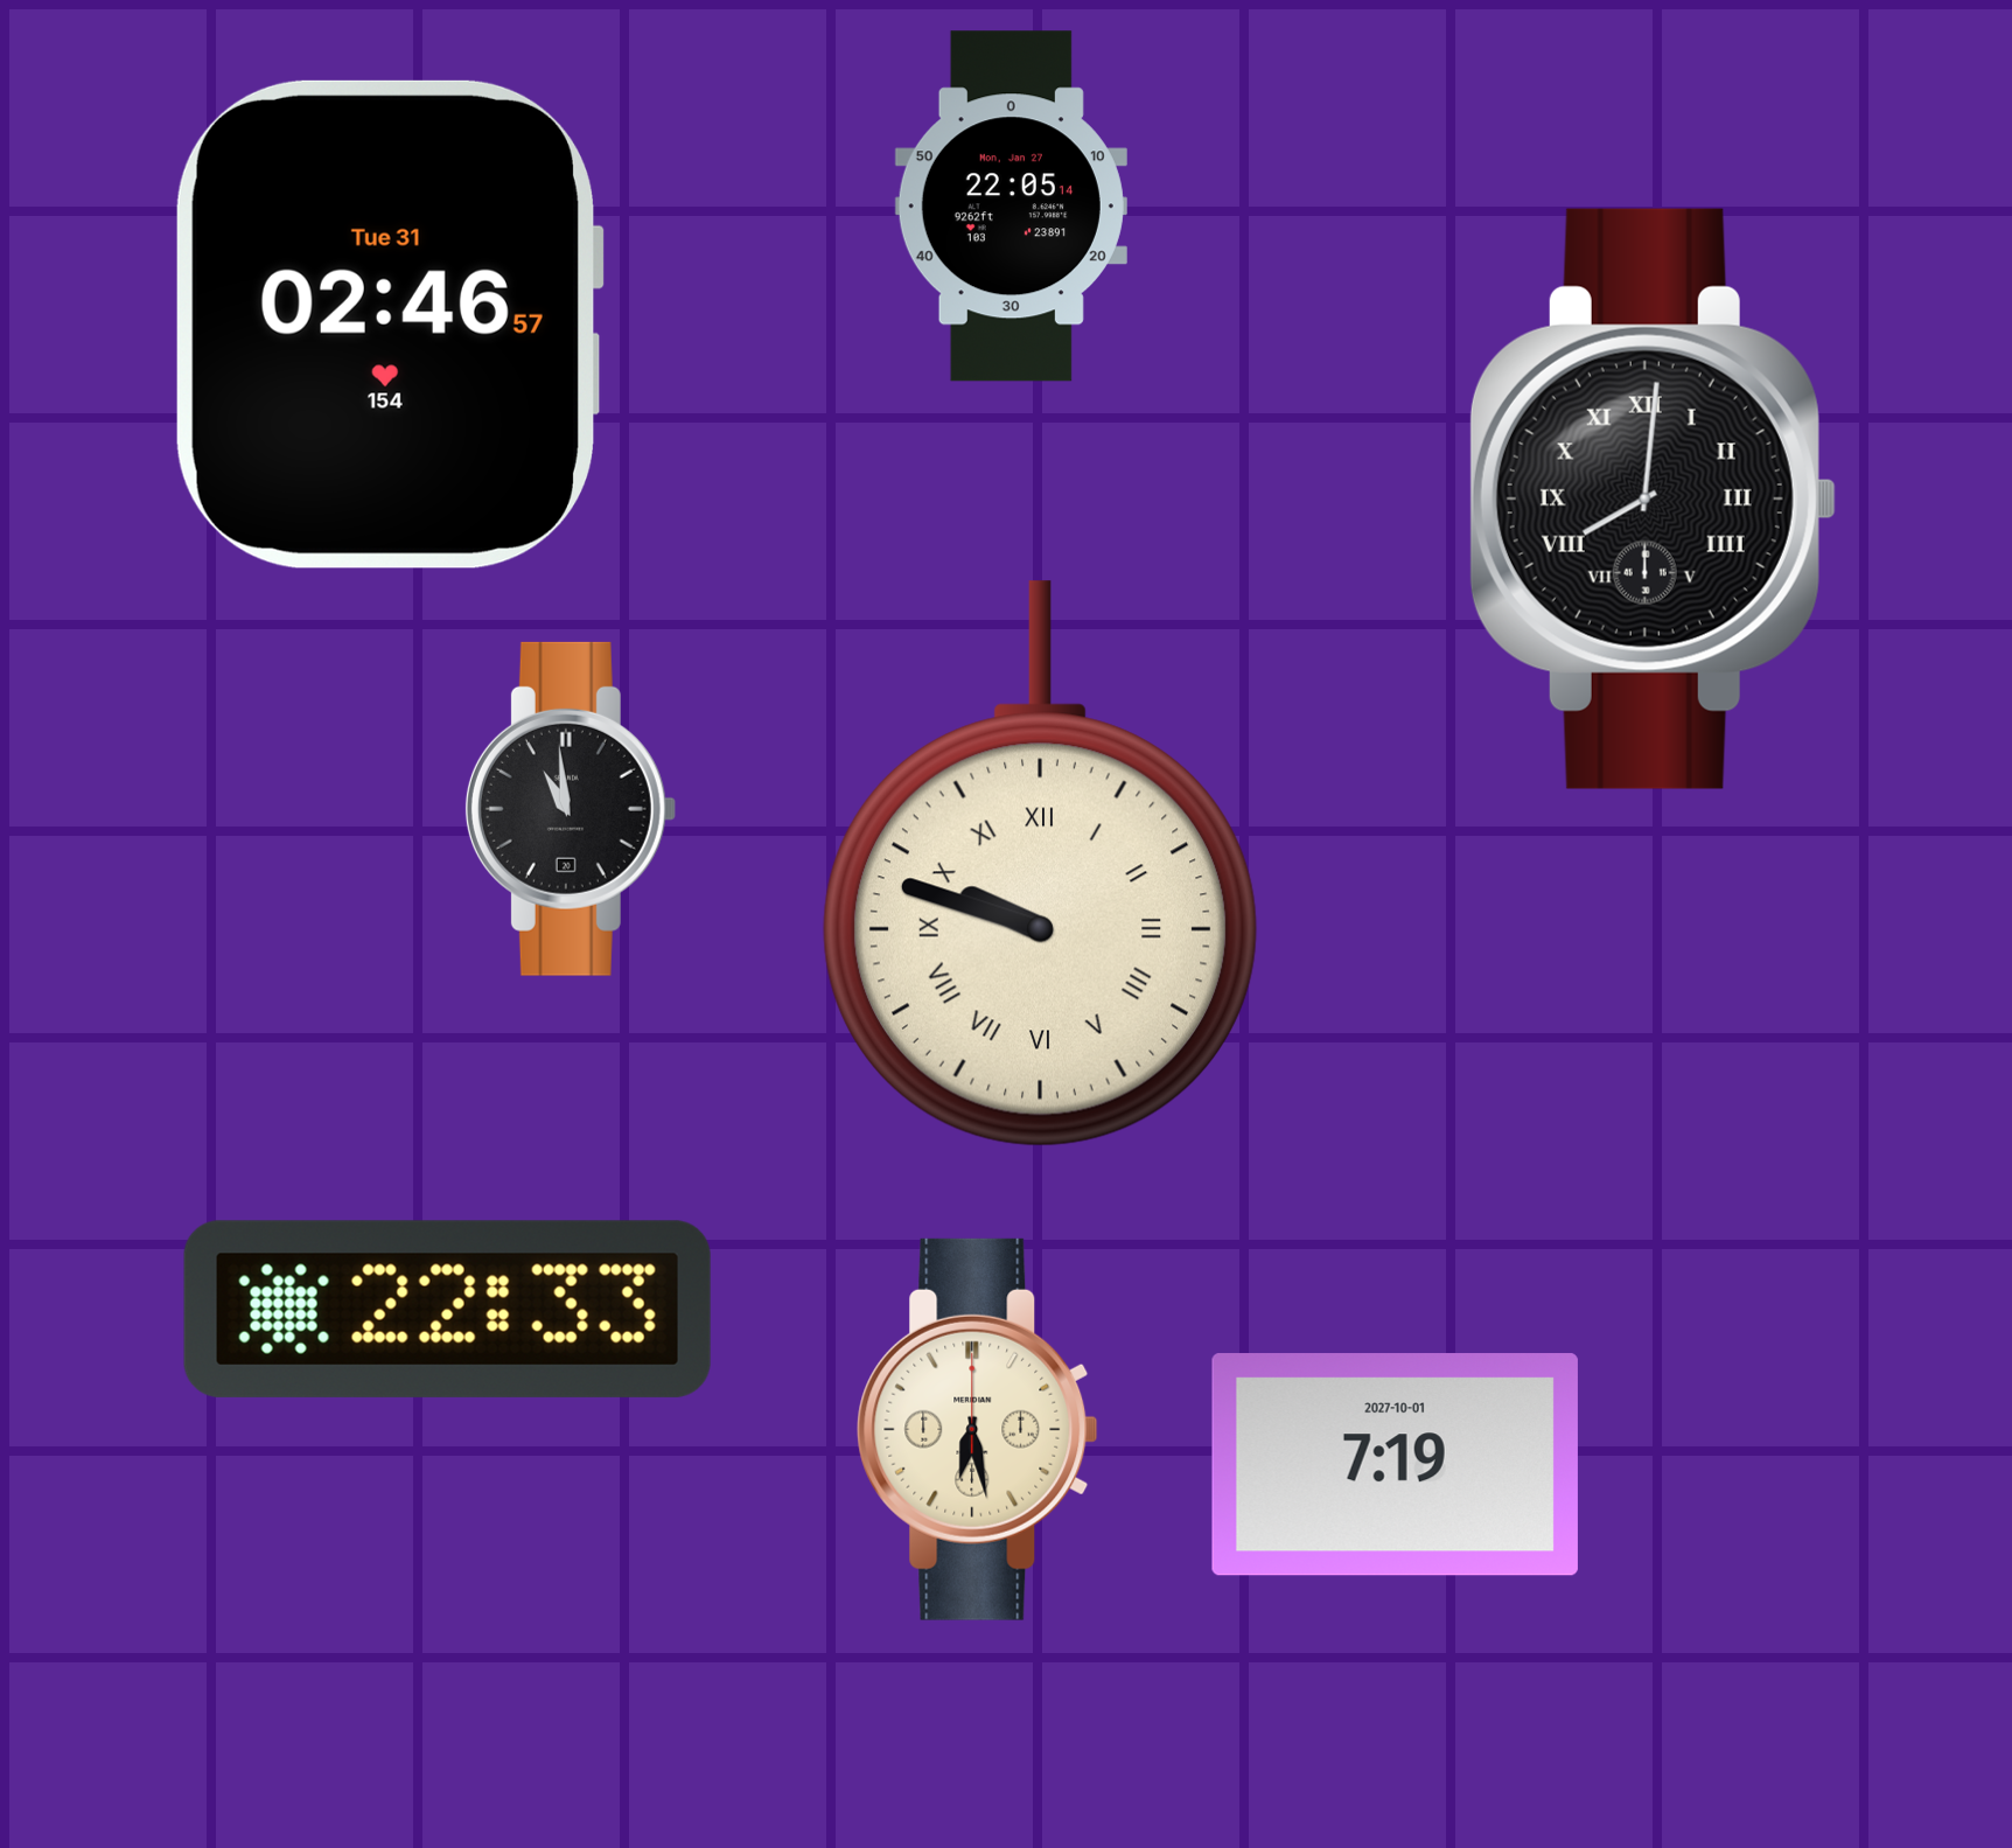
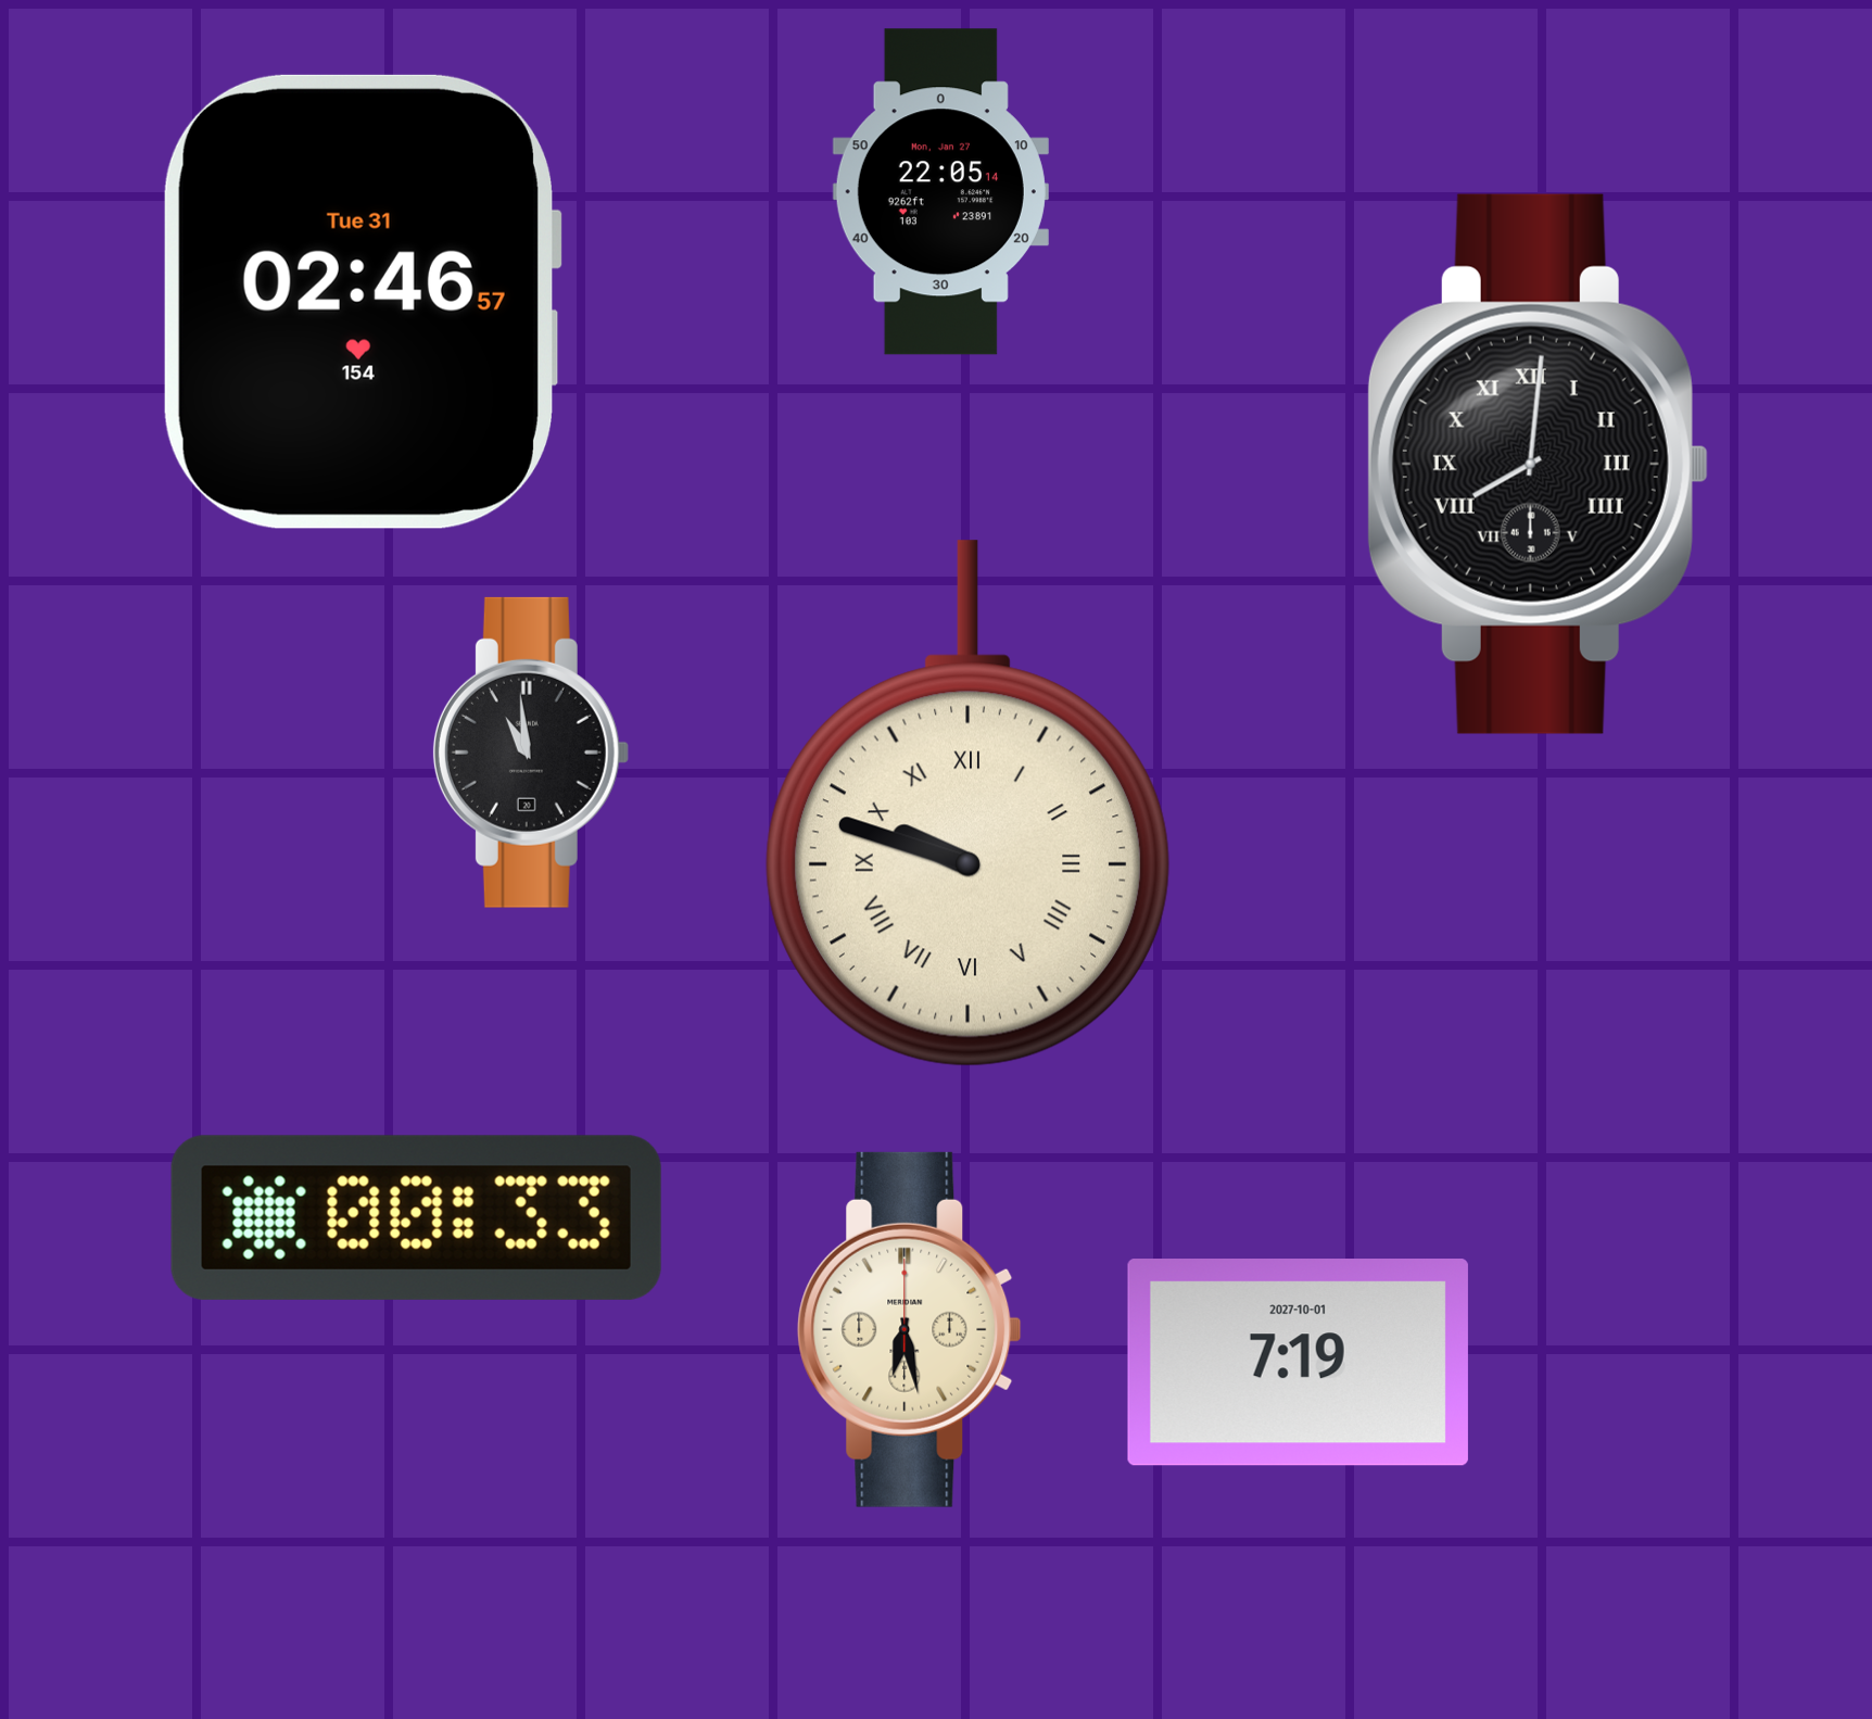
clock at (447, 1309): 22:33 -> 00:33
